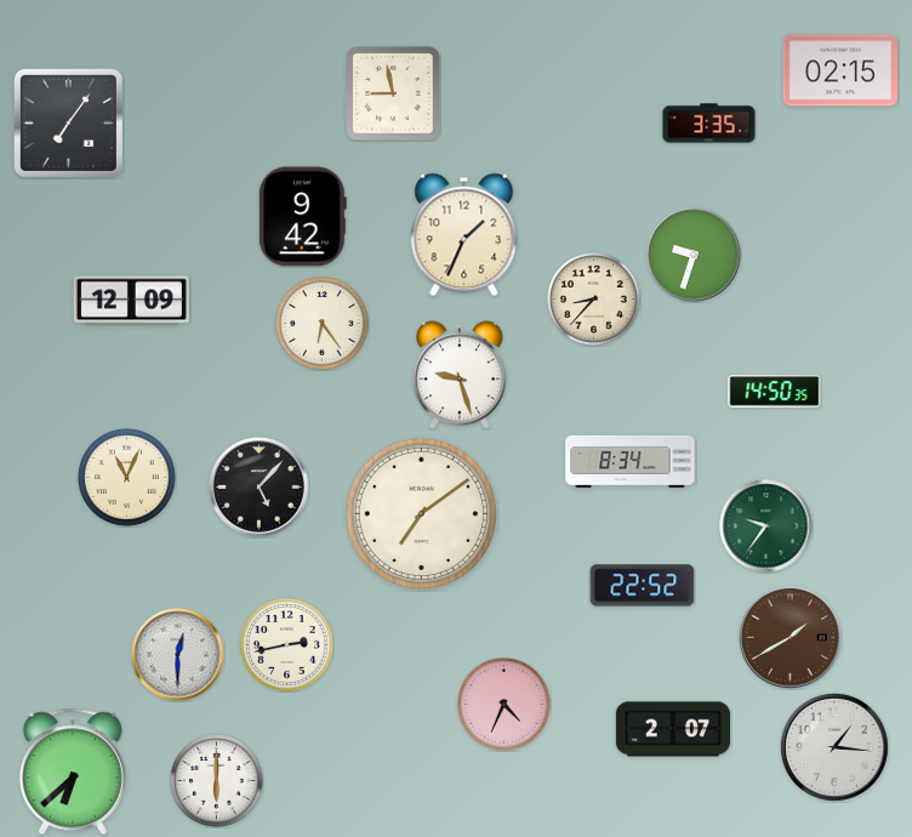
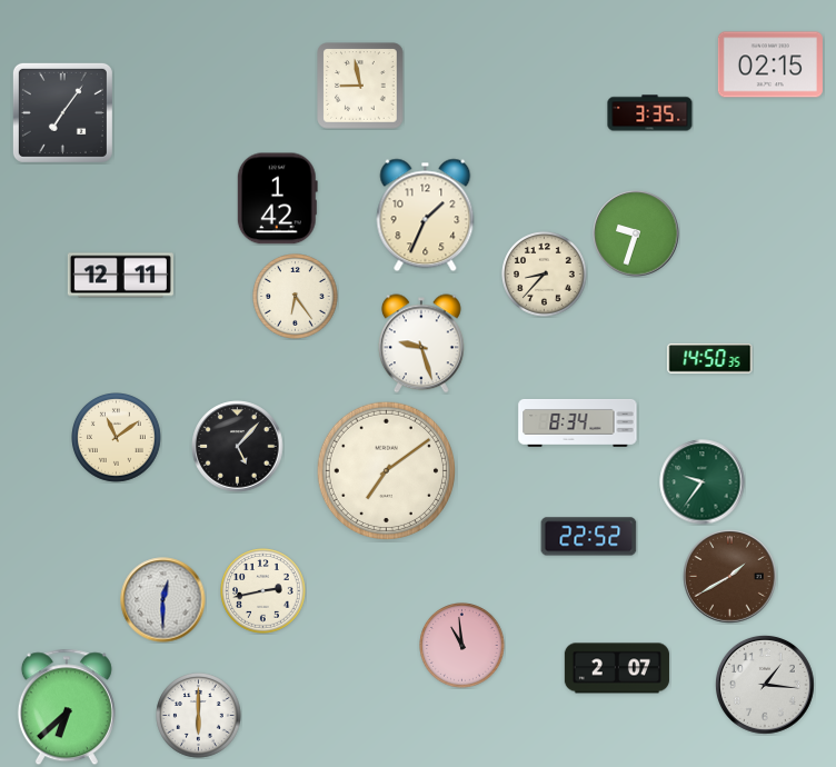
clock at (302, 217): 9:42 -> 1:42
clock at (131, 301): 12:09 -> 12:11
clock at (127, 478): 11:04 -> 11:09
clock at (791, 638) position: (791, 638) -> (730, 577)
clock at (505, 705): 4:34 -> 10:59
